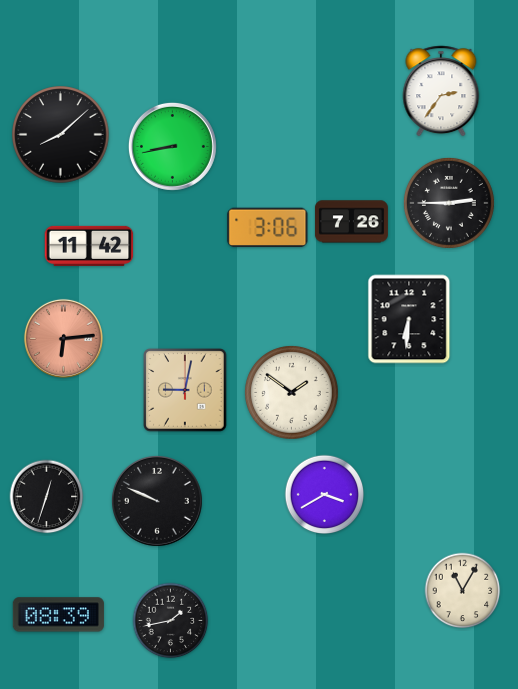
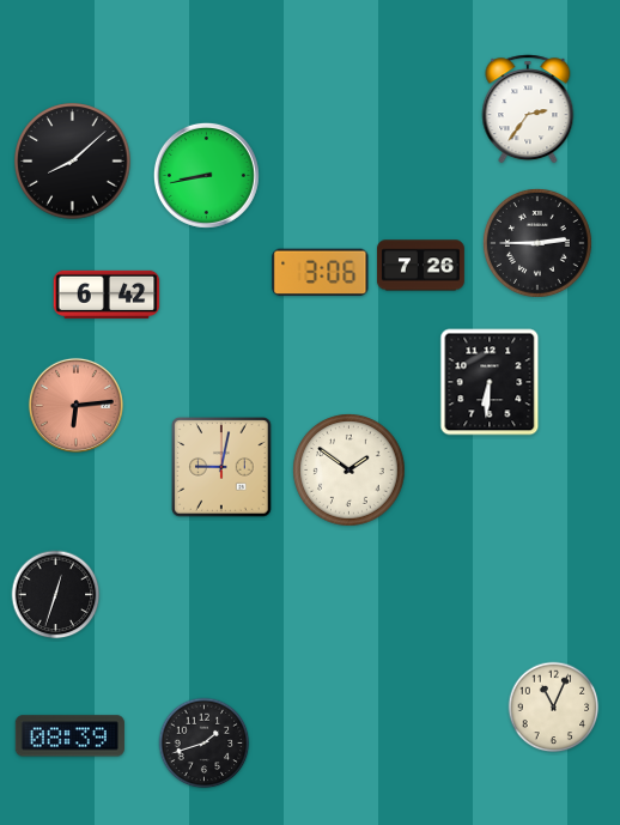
clock at (89, 246): 11:42 -> 6:42
clock at (325, 495): 3:40 -> none
clock at (157, 501): 9:49 -> none
clock at (463, 591): 11:05 -> 11:04
clock at (171, 621): 1:43 -> 1:42
